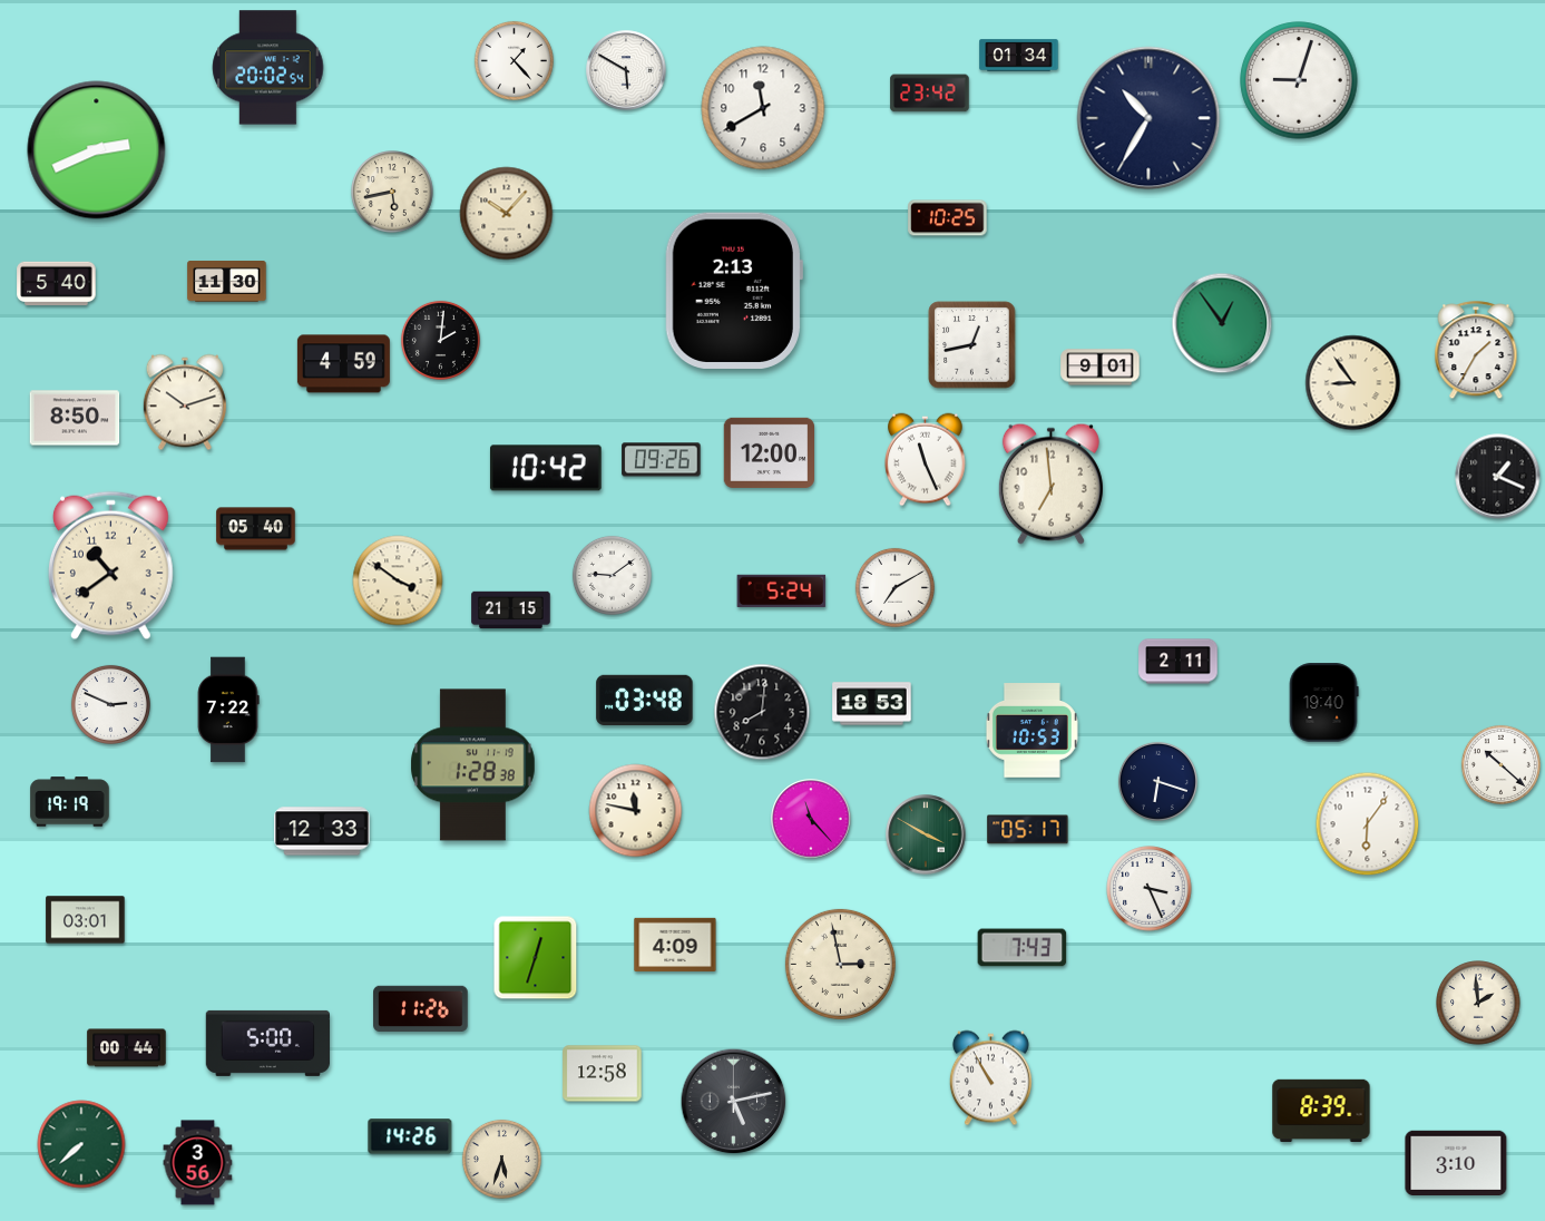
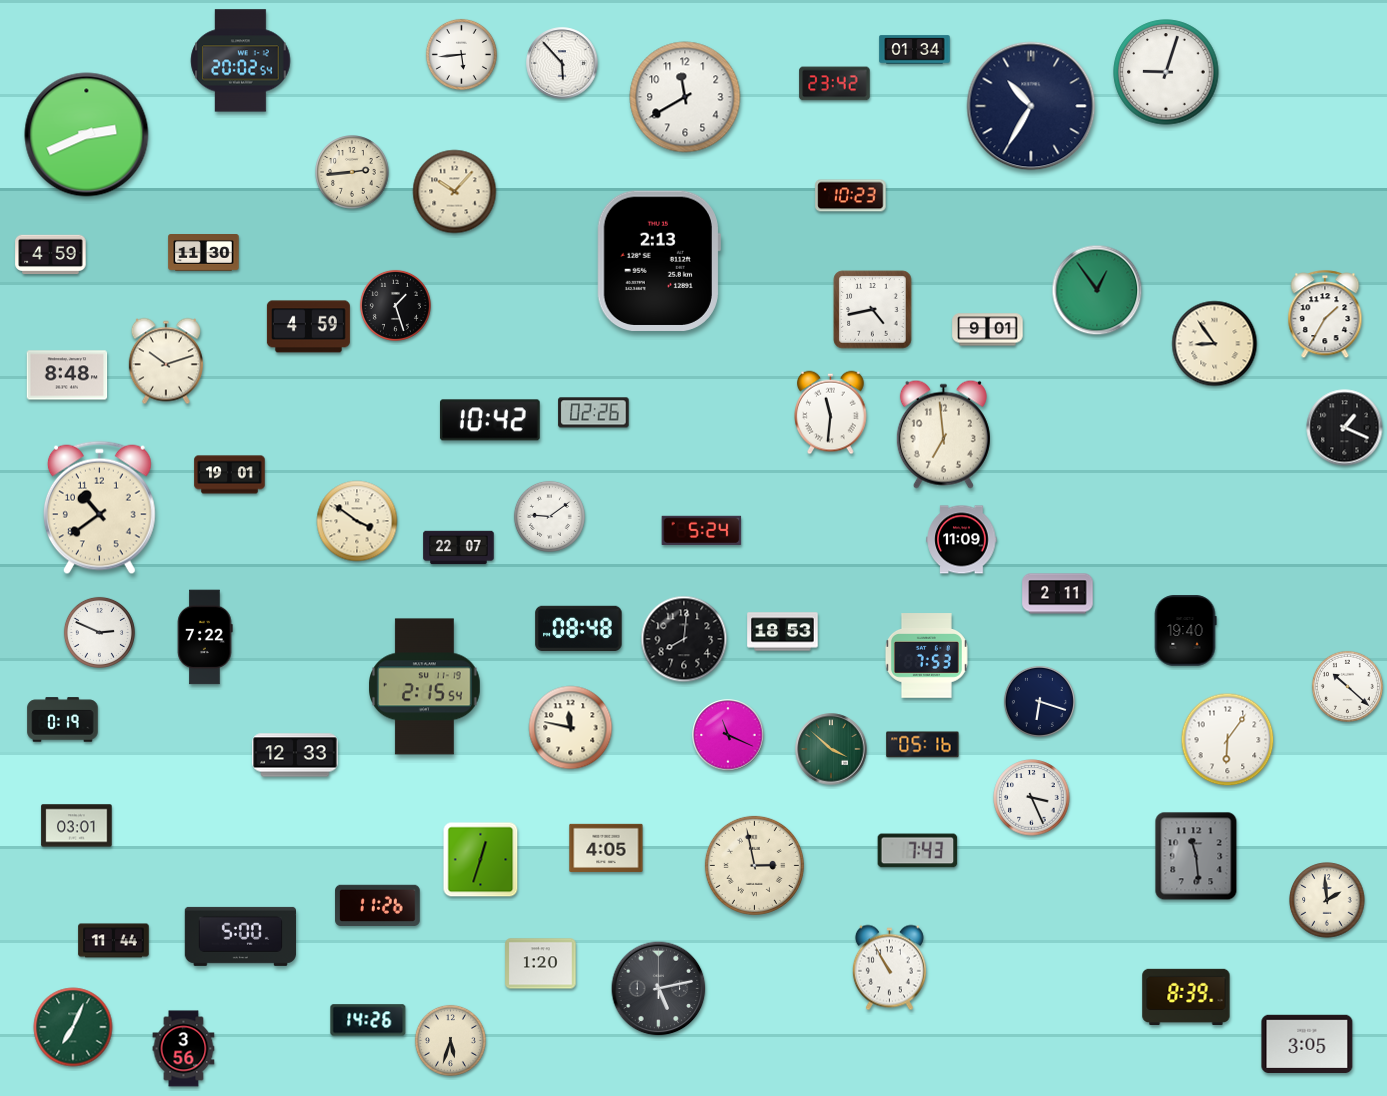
clock at (514, 60): 1:23 -> 5:44
clock at (626, 70): 5:50 -> 5:53
clock at (393, 193): 5:43 -> 2:44
clock at (948, 218): 10:25 -> 10:23
clock at (57, 284): 5:40 -> 4:59
clock at (440, 340): 2:01 -> 1:27
clock at (972, 345): 12:43 -> 4:43
clock at (75, 418): 8:50 -> 8:48
clock at (769, 452): 12:00 -> none
clock at (662, 460): 09:26 -> 02:26
clock at (926, 460): 11:26 -> 11:31
clock at (256, 529): 05:40 -> 19:01
clock at (894, 587): 7:10 -> none
clock at (962, 540): none -> 11:09
clock at (511, 610): 21:15 -> 22:07
clock at (645, 700): 03:48 -> 08:48
clock at (1323, 703) position: (1323, 703) -> (1185, 631)
clock at (1031, 731): 10:53 -> 7:53
clock at (473, 765): 1:28 -> 2:15
clock at (70, 802): 19:19 -> 0:19
clock at (811, 819): 11:23 -> 11:19
clock at (1028, 830): 05:17 -> 05:16
clock at (322, 831) position: (322, 831) -> (295, 755)
clock at (926, 834): 3:50 -> 3:52
clock at (675, 945): 4:09 -> 4:05
clock at (1196, 856): none -> 11:29
clock at (127, 1048): 00:44 -> 11:44
clock at (603, 1074): 12:58 -> 1:20
clock at (81, 1144): 7:38 -> 7:04
clock at (1456, 1162): 3:10 -> 3:05
clock at (198, 1163) position: (198, 1163) -> (184, 1049)
